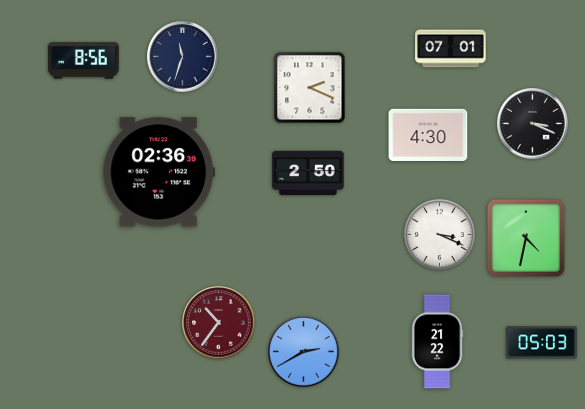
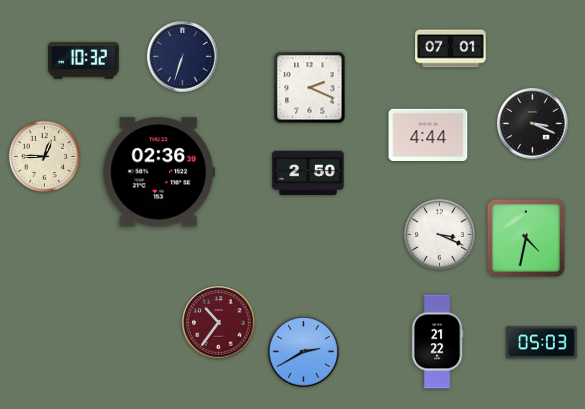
clock at (183, 57): 11:33 -> 6:33
clock at (84, 61): 8:56 -> 10:32
clock at (428, 134): 4:30 -> 4:44
clock at (44, 156): none -> 12:45
